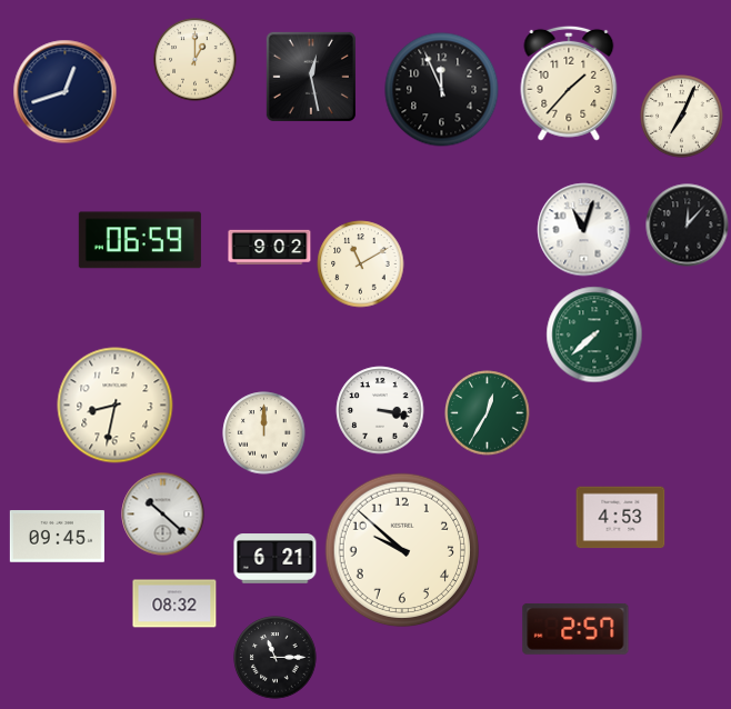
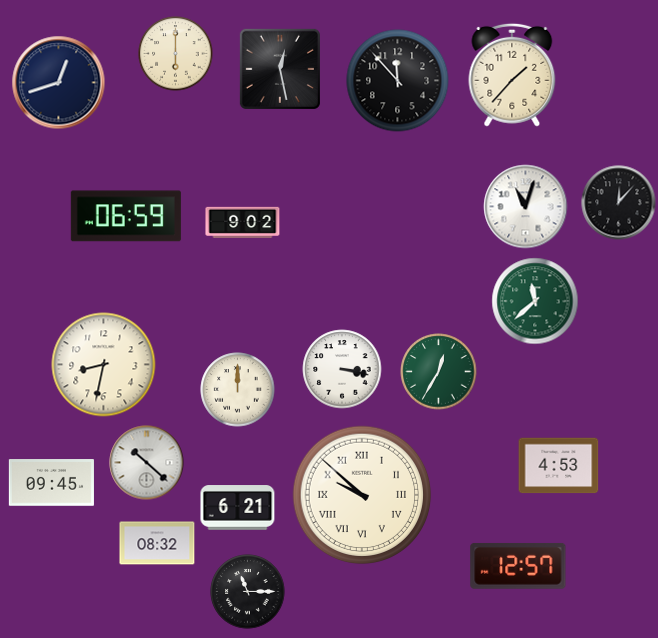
clock at (196, 60): 1:00 -> 6:00
clock at (442, 90): 11:56 -> 11:53
clock at (682, 117): 7:04 -> none
clock at (361, 264): 11:10 -> none
clock at (594, 334): 7:38 -> 11:38
clock at (402, 550) numerals: Arabic -> Roman
clock at (276, 559) position: (276, 559) -> (238, 508)
clock at (575, 629): 2:57 -> 12:57
